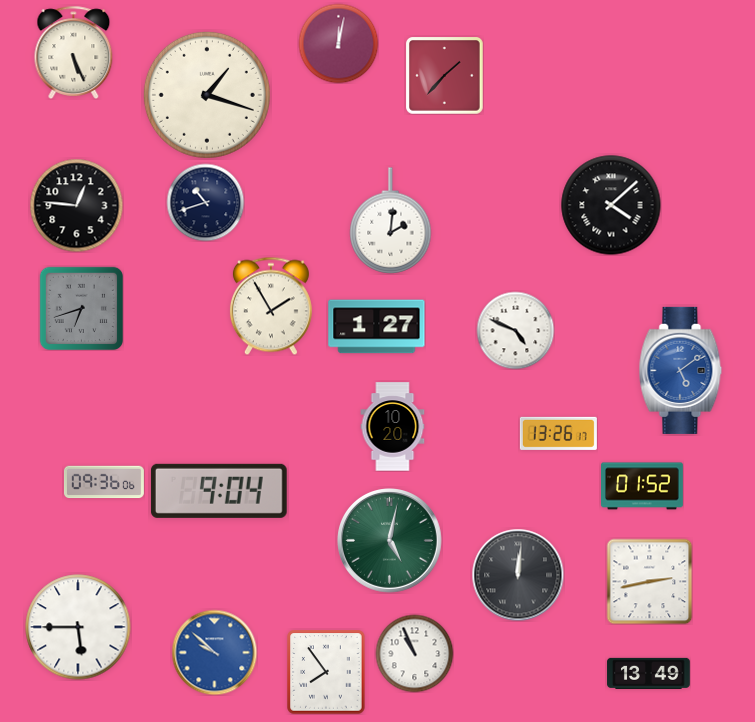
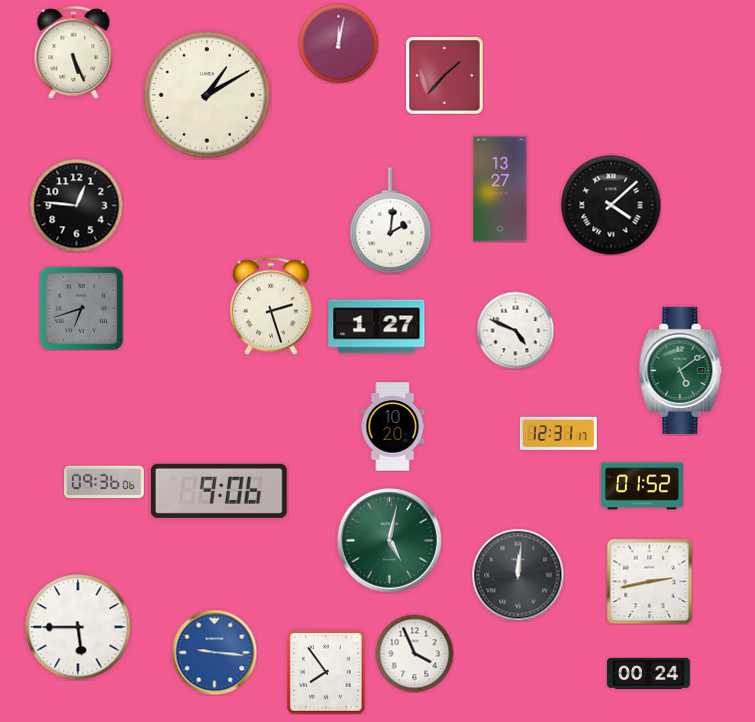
clock at (207, 95): 1:18 -> 1:10
clock at (500, 189): none -> 13:27
clock at (205, 202): 10:42 -> none
clock at (271, 306): 1:55 -> 2:27
clock at (681, 370) dial: blue -> green
clock at (558, 433): 13:26 -> 12:31
clock at (219, 491): 9:04 -> 9:06
clock at (214, 652): 9:52 -> 9:16
clock at (414, 653): 10:56 -> 3:56
clock at (649, 673): 13:49 -> 00:24
